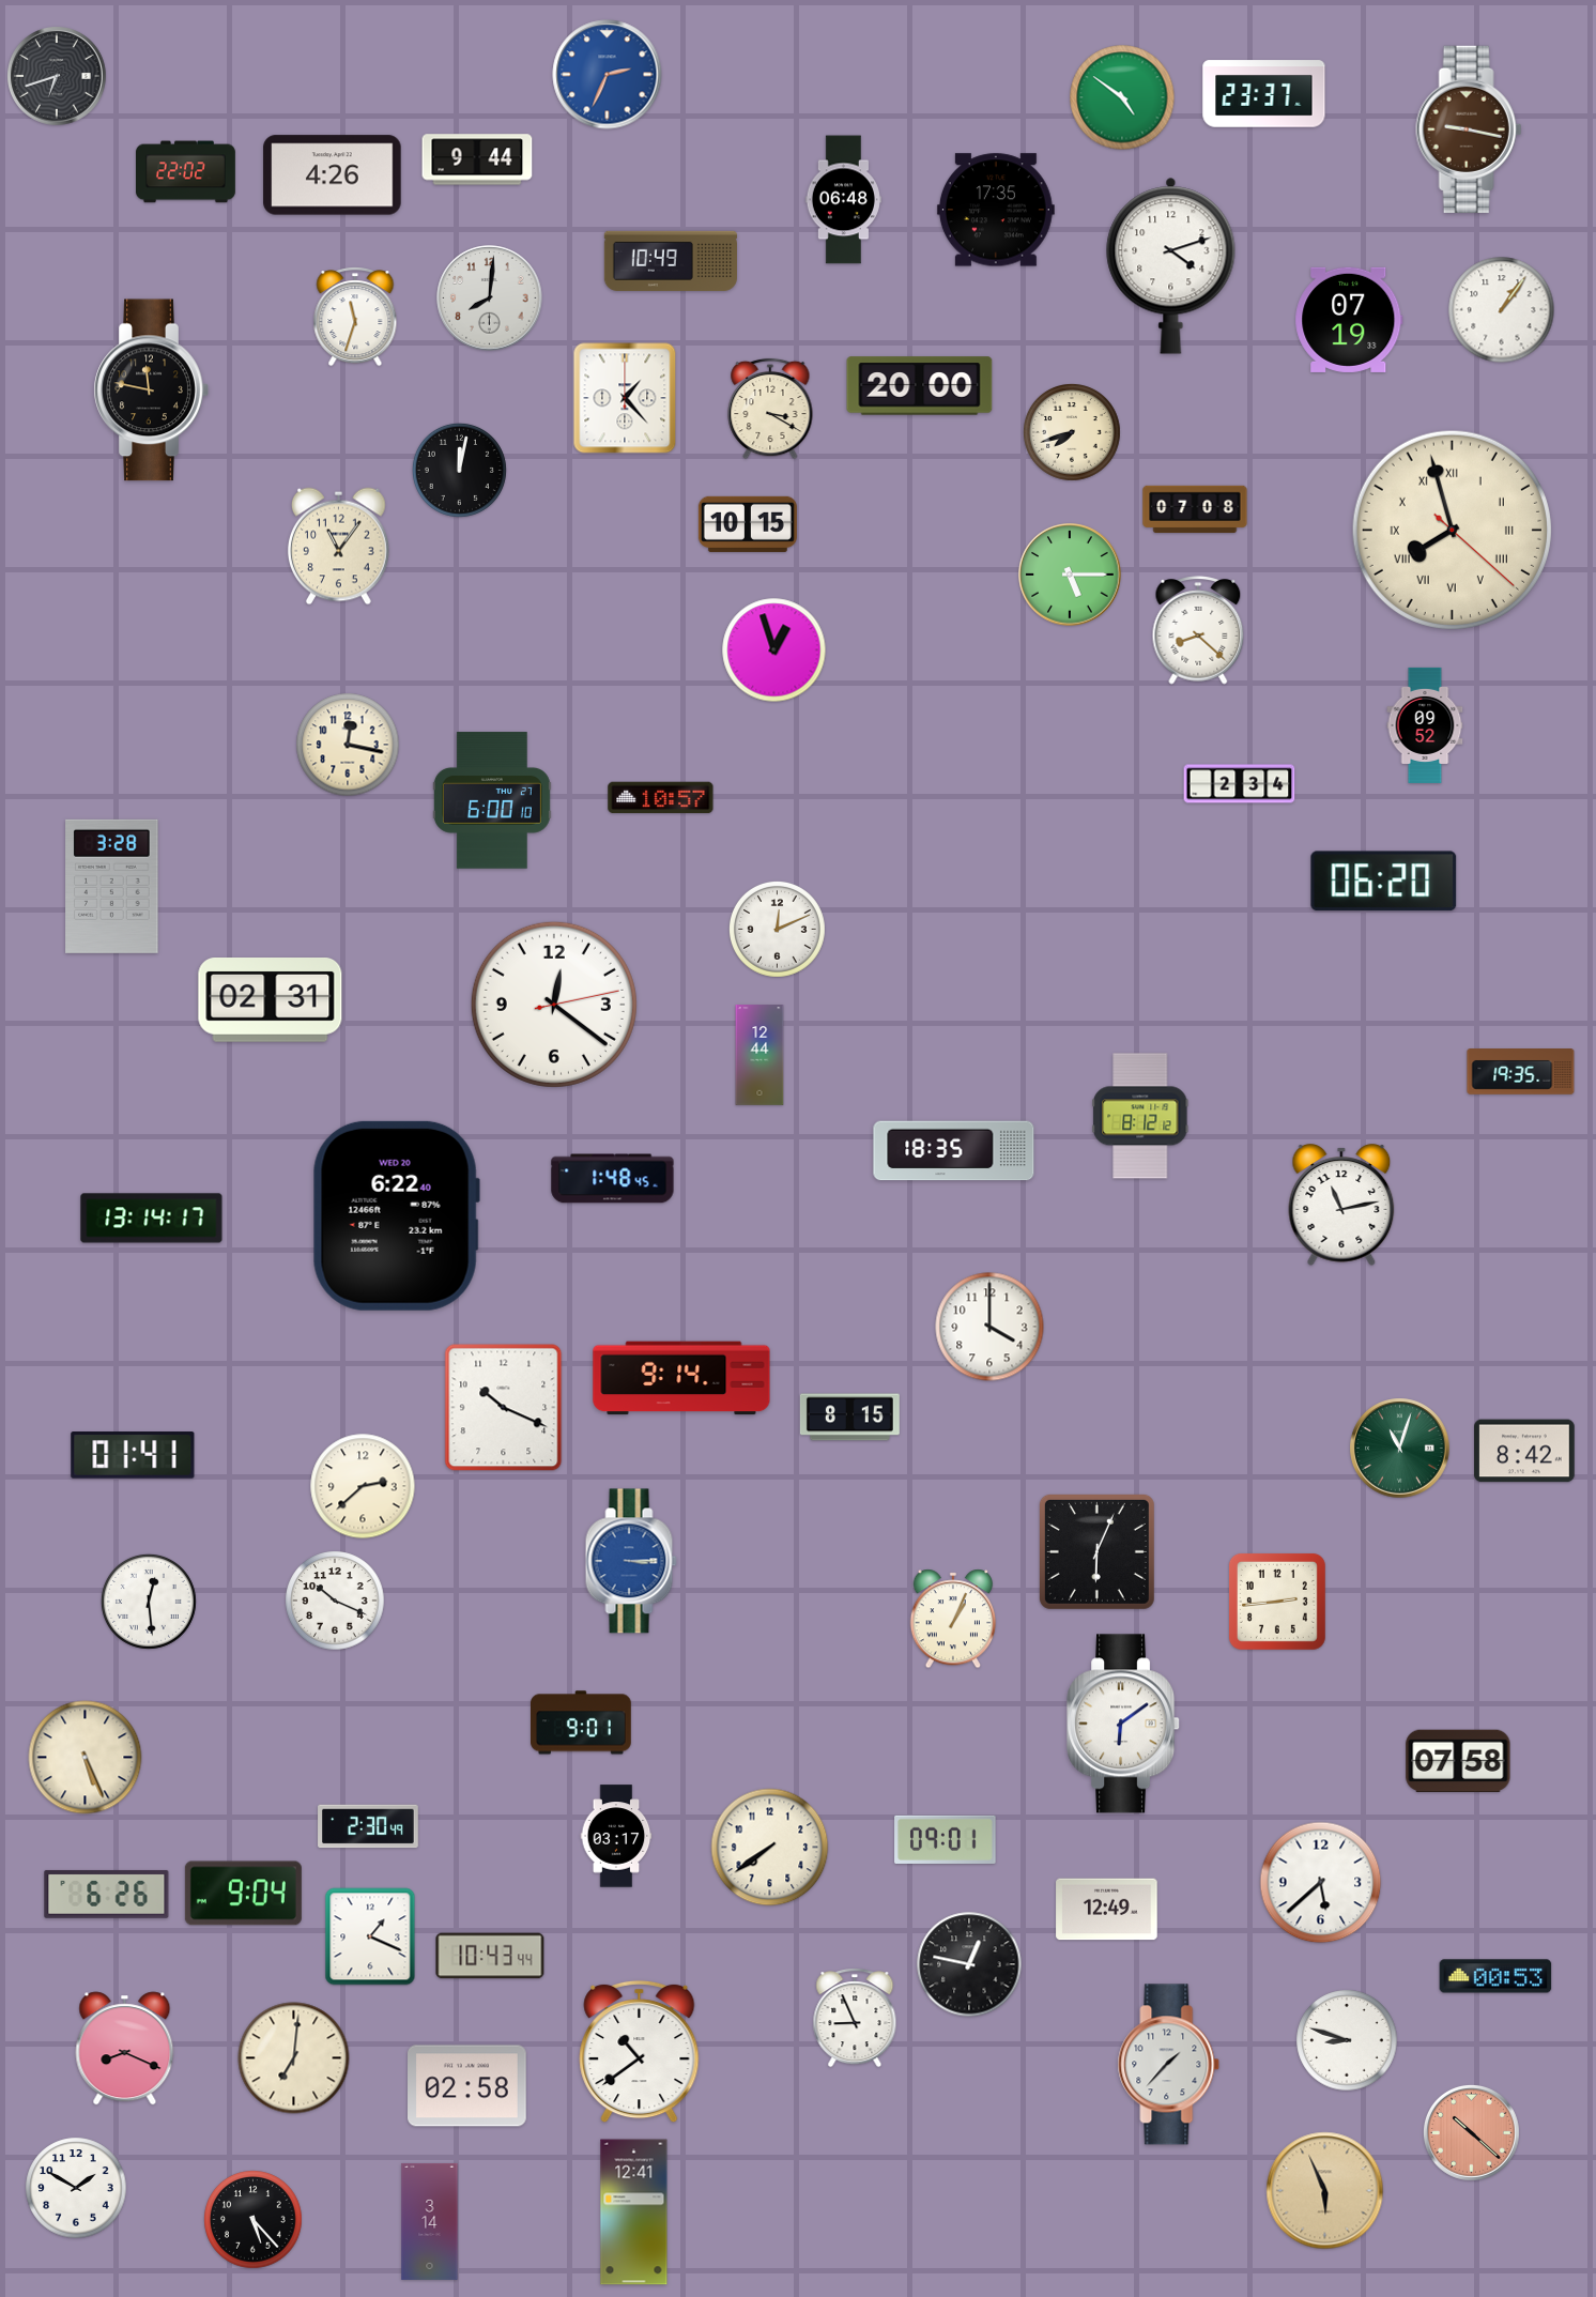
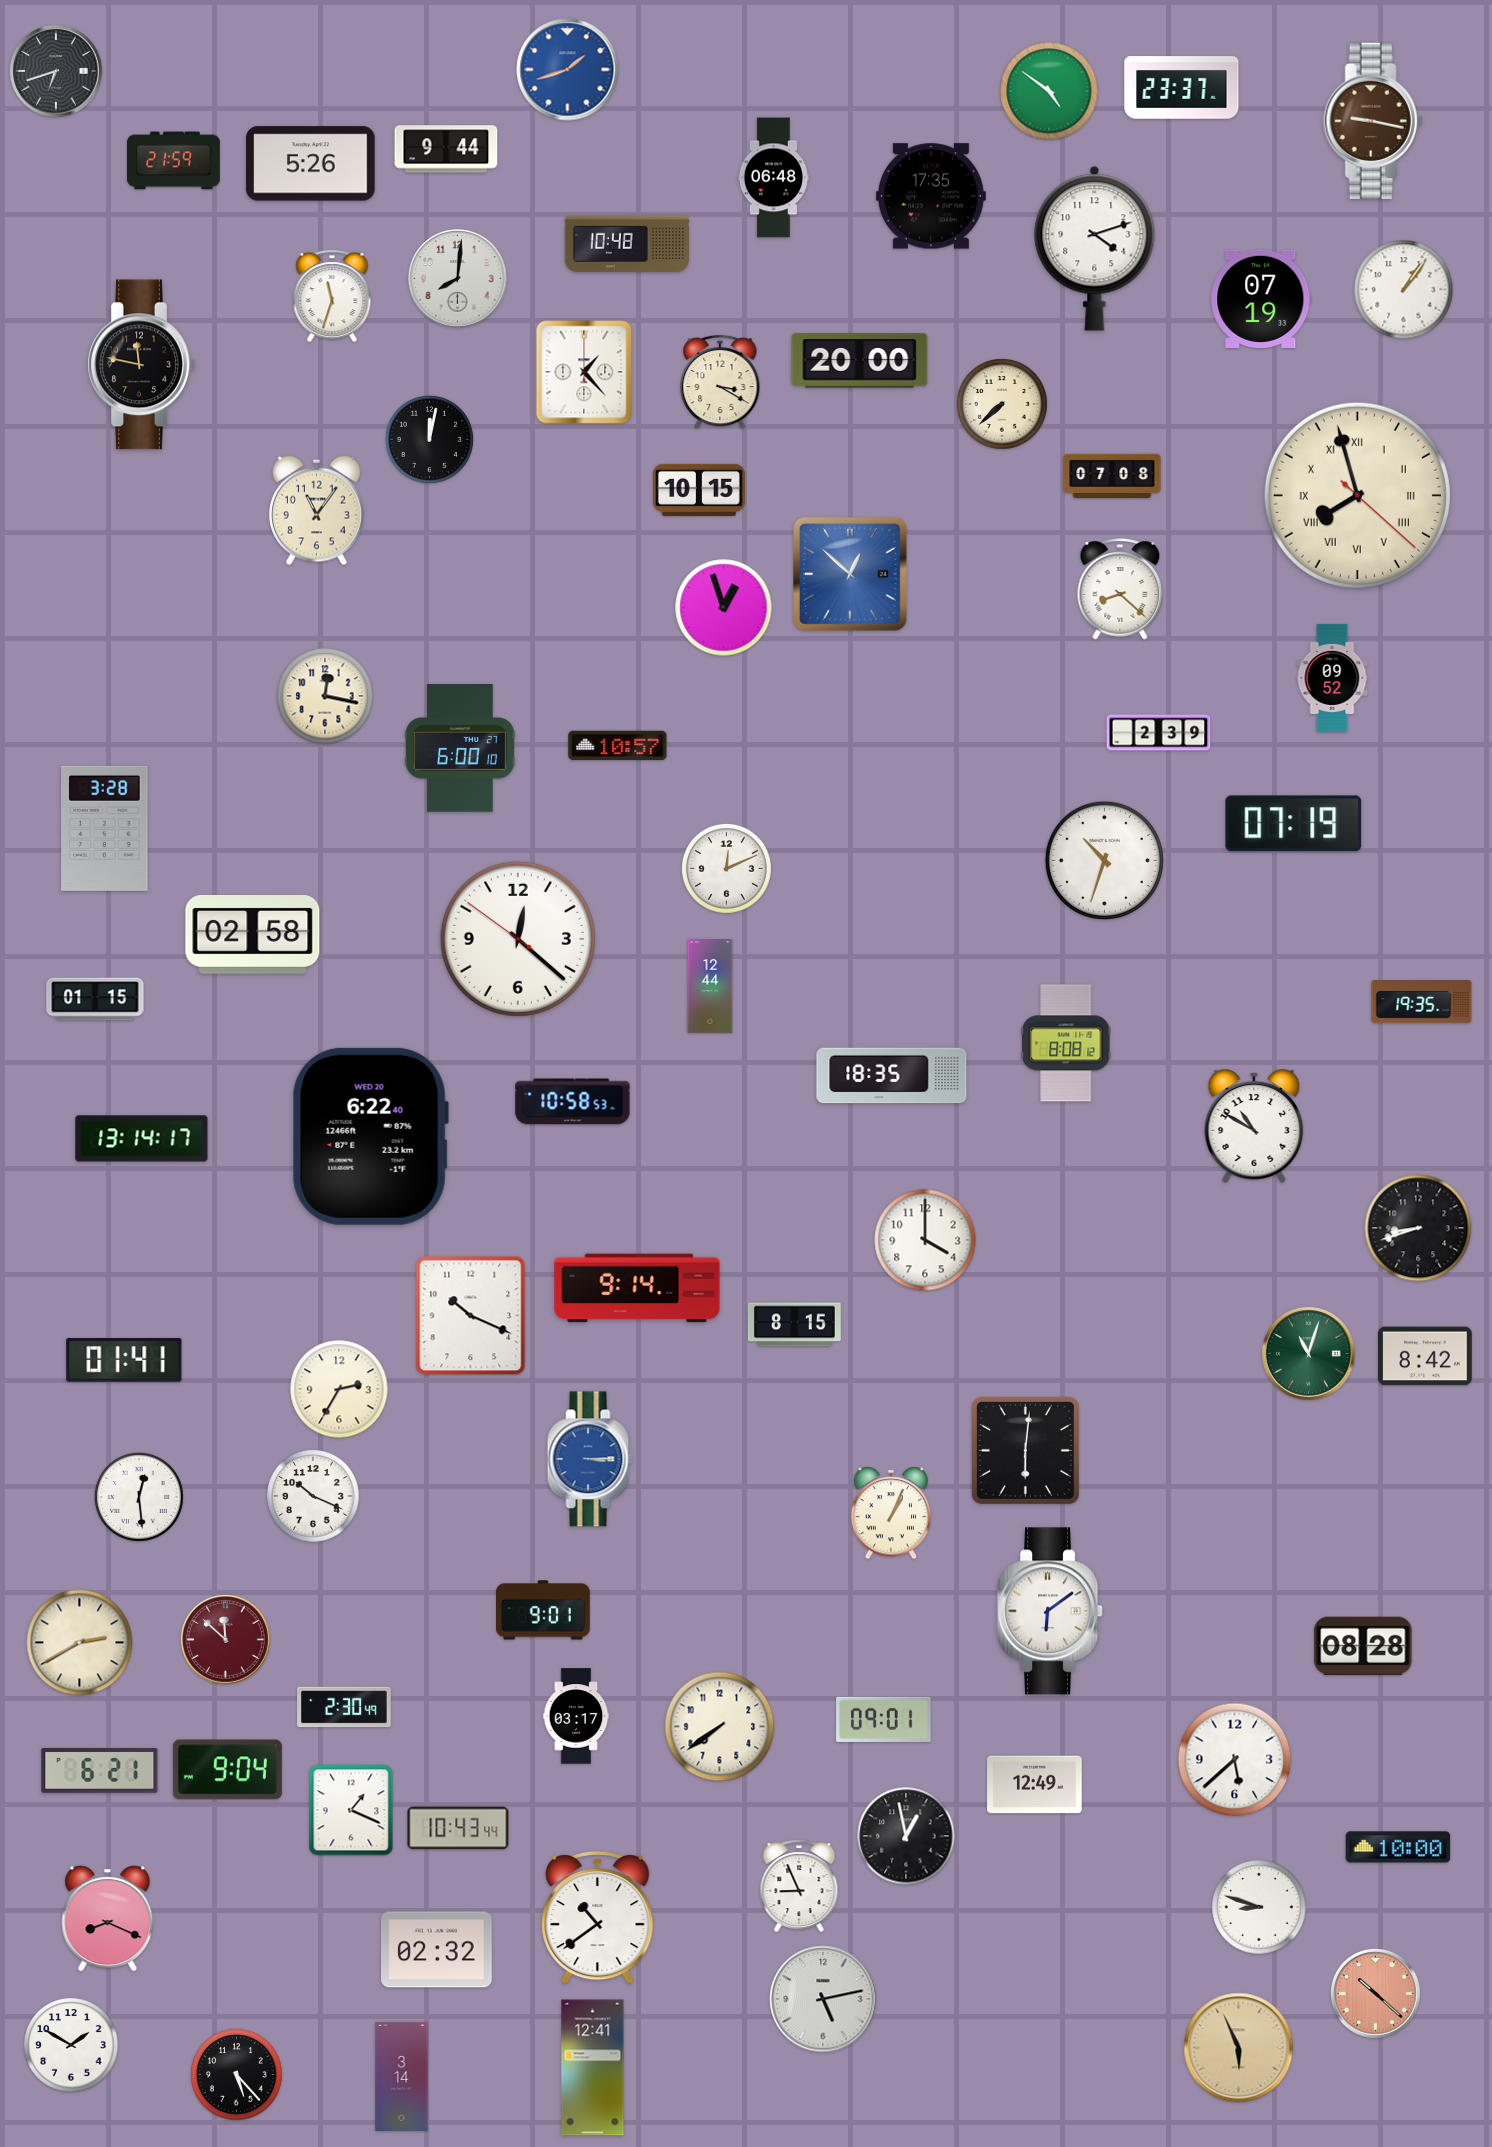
clock at (608, 75): 2:34 -> 1:42
clock at (58, 77) position: (58, 77) -> (57, 72)
clock at (186, 172): 22:02 -> 21:59
clock at (333, 175): 4:26 -> 5:26
clock at (843, 200) position: (843, 200) -> (773, 178)
clock at (671, 261): 10:49 -> 10:48
clock at (1073, 433): 7:42 -> 7:38
clock at (1195, 509) position: (1195, 509) -> (1112, 476)
clock at (1070, 575): 5:15 -> none
clock at (851, 575): none -> 12:52
clock at (1240, 784): 2:34 -> 2:39
clock at (1384, 882): 06:20 -> 07:19
clock at (1104, 860): none -> 10:33
clock at (271, 1000): 02:31 -> 02:58
clock at (554, 1005): 12:21:13 -> 12:21:51
clock at (95, 999): none -> 01:15
clock at (1140, 1116): 8:12 -> 8:08
clock at (613, 1179): 1:48 -> 10:58
clock at (1341, 1205): 11:13 -> 10:50
clock at (1418, 1228): none -> 8:42
clock at (363, 1486): 2:38 -> 2:35
clock at (1096, 1551): 6:04 -> 6:01
clock at (1277, 1602): 2:44 -> none
clock at (225, 1639): none -> 11:52
clock at (86, 1758): 5:26 -> 2:40
clock at (1458, 1761): 07:58 -> 08:28
clock at (107, 1894): 6:26 -> 6:21
clock at (370, 1936) position: (370, 1936) -> (351, 1810)
clock at (969, 1964): 12:47 -> 12:58
clock at (1495, 1976): 00:53 -> 10:00
clock at (125, 2049) position: (125, 2049) -> (108, 1919)
clock at (294, 2058): 7:01 -> none
clock at (1169, 2065): 1:37 -> none
clock at (467, 2086): 02:58 -> 02:32
clock at (823, 1999): none -> 5:13
